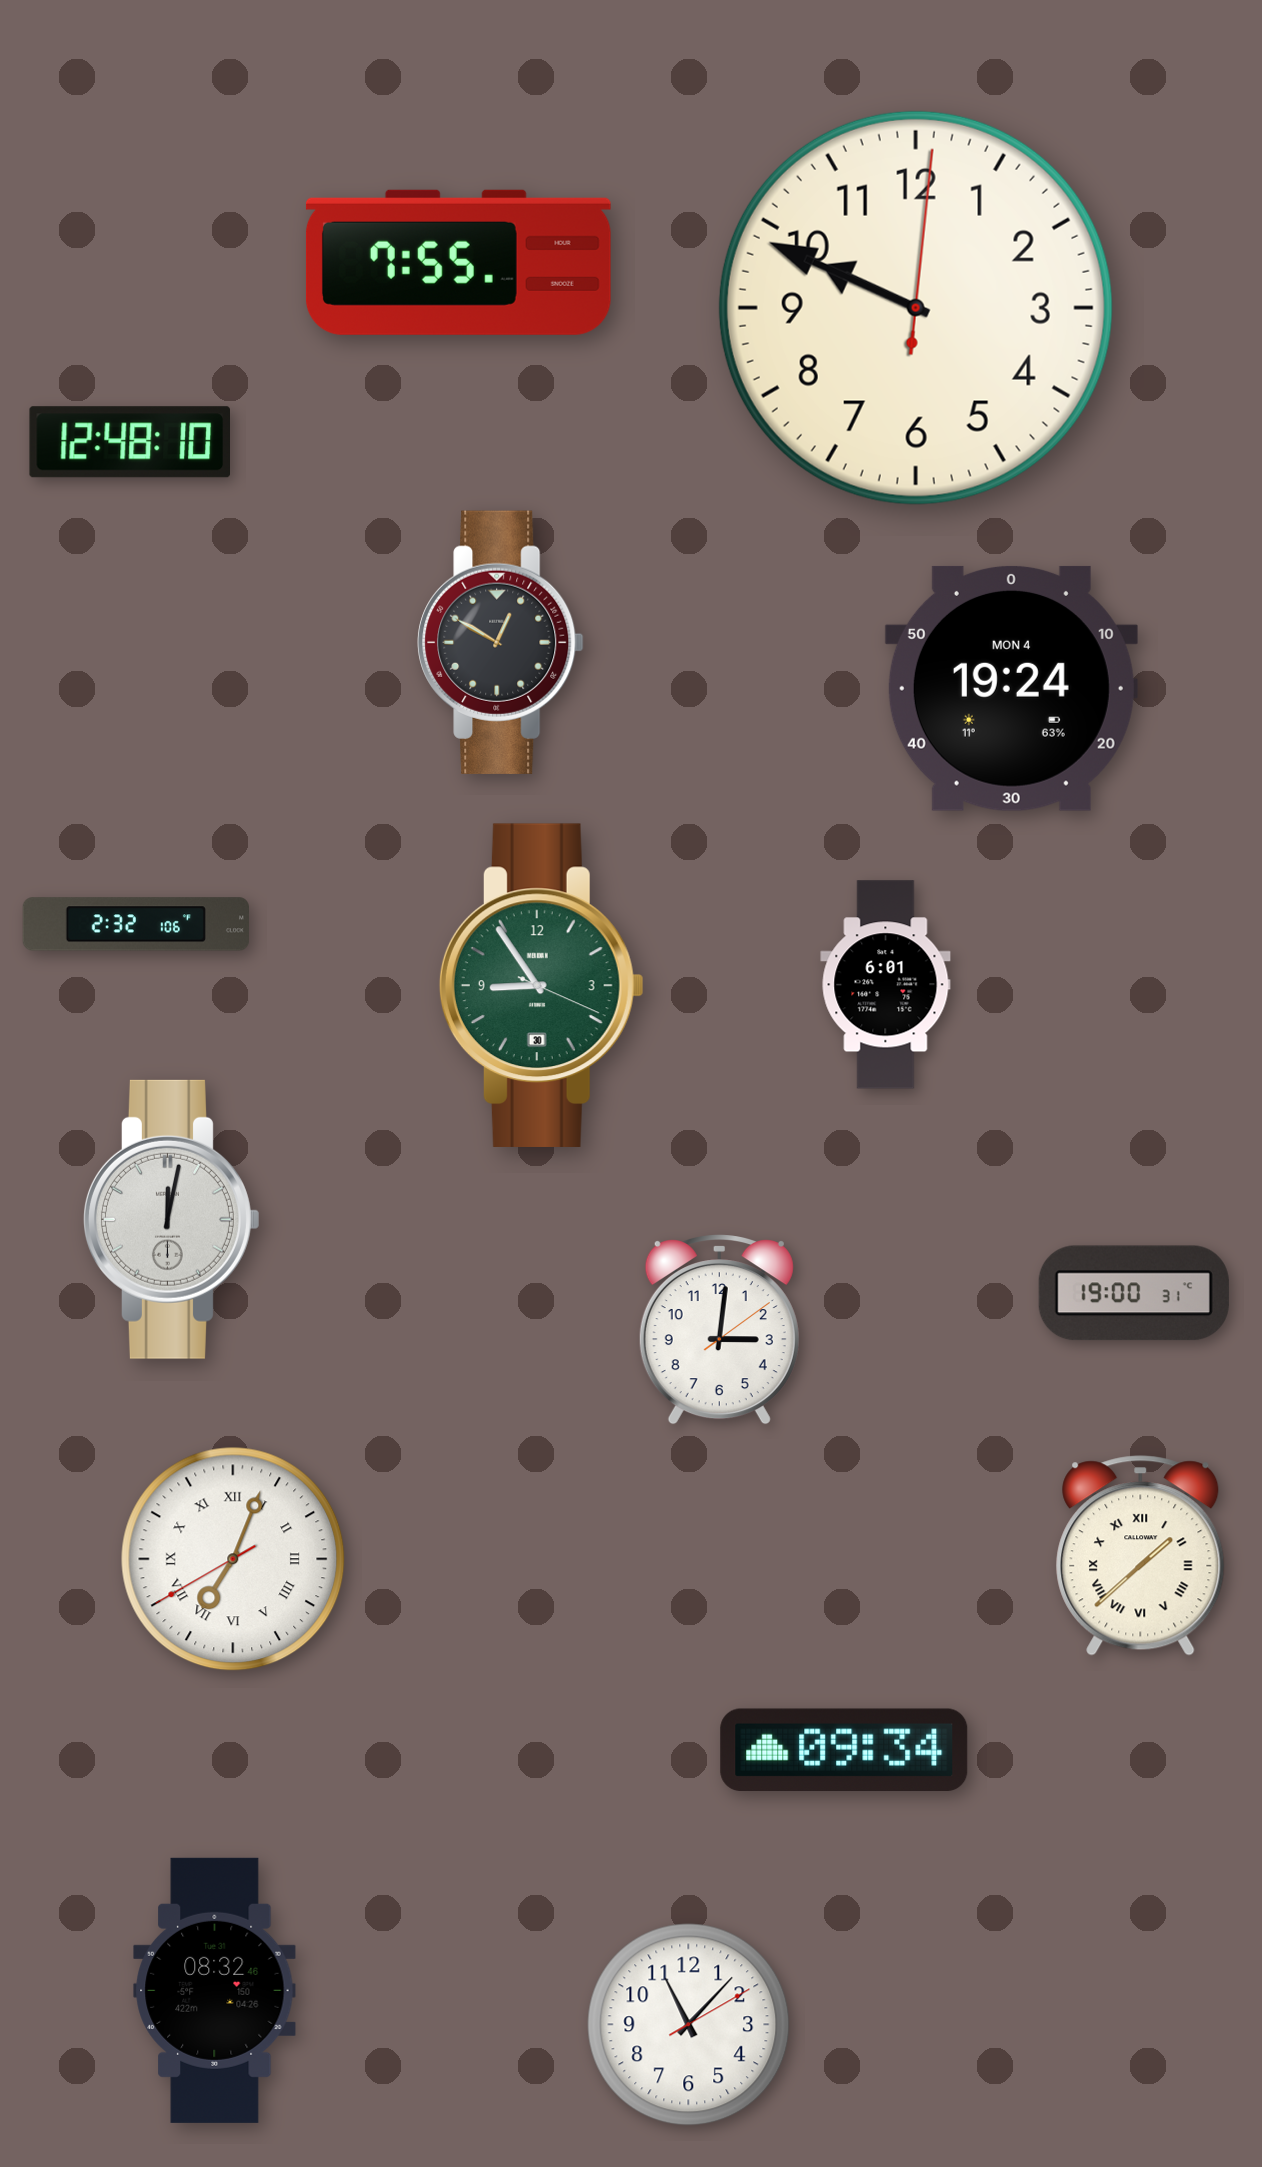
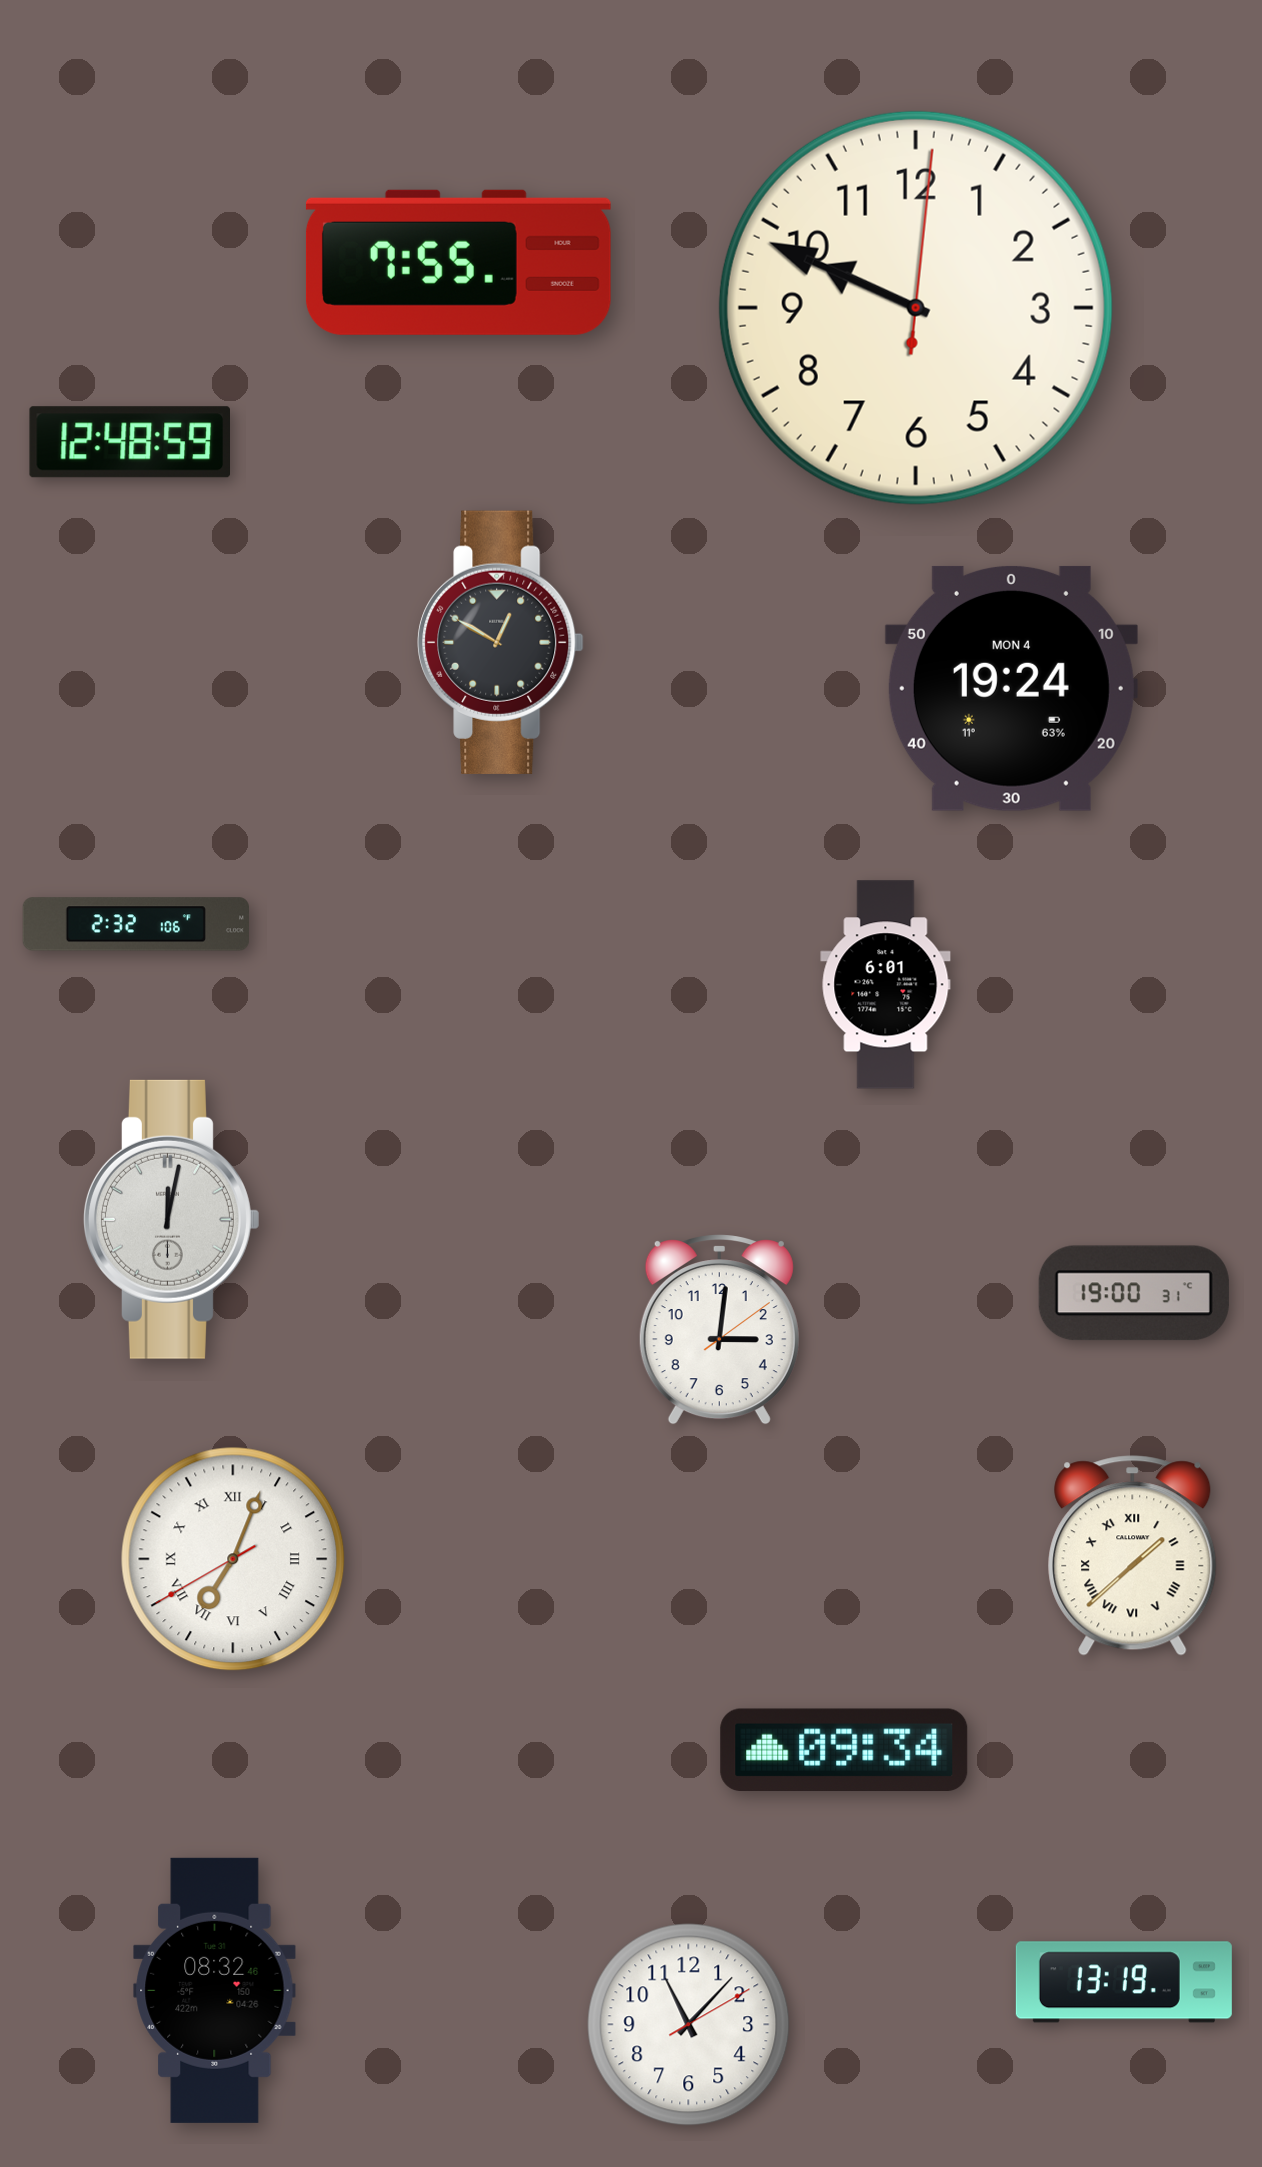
clock at (129, 442): 12:48:10 -> 12:48:59
clock at (541, 985): 8:54 -> none
clock at (1141, 1556) position: (1141, 1556) -> (1133, 1556)
clock at (1124, 1982): none -> 13:19
